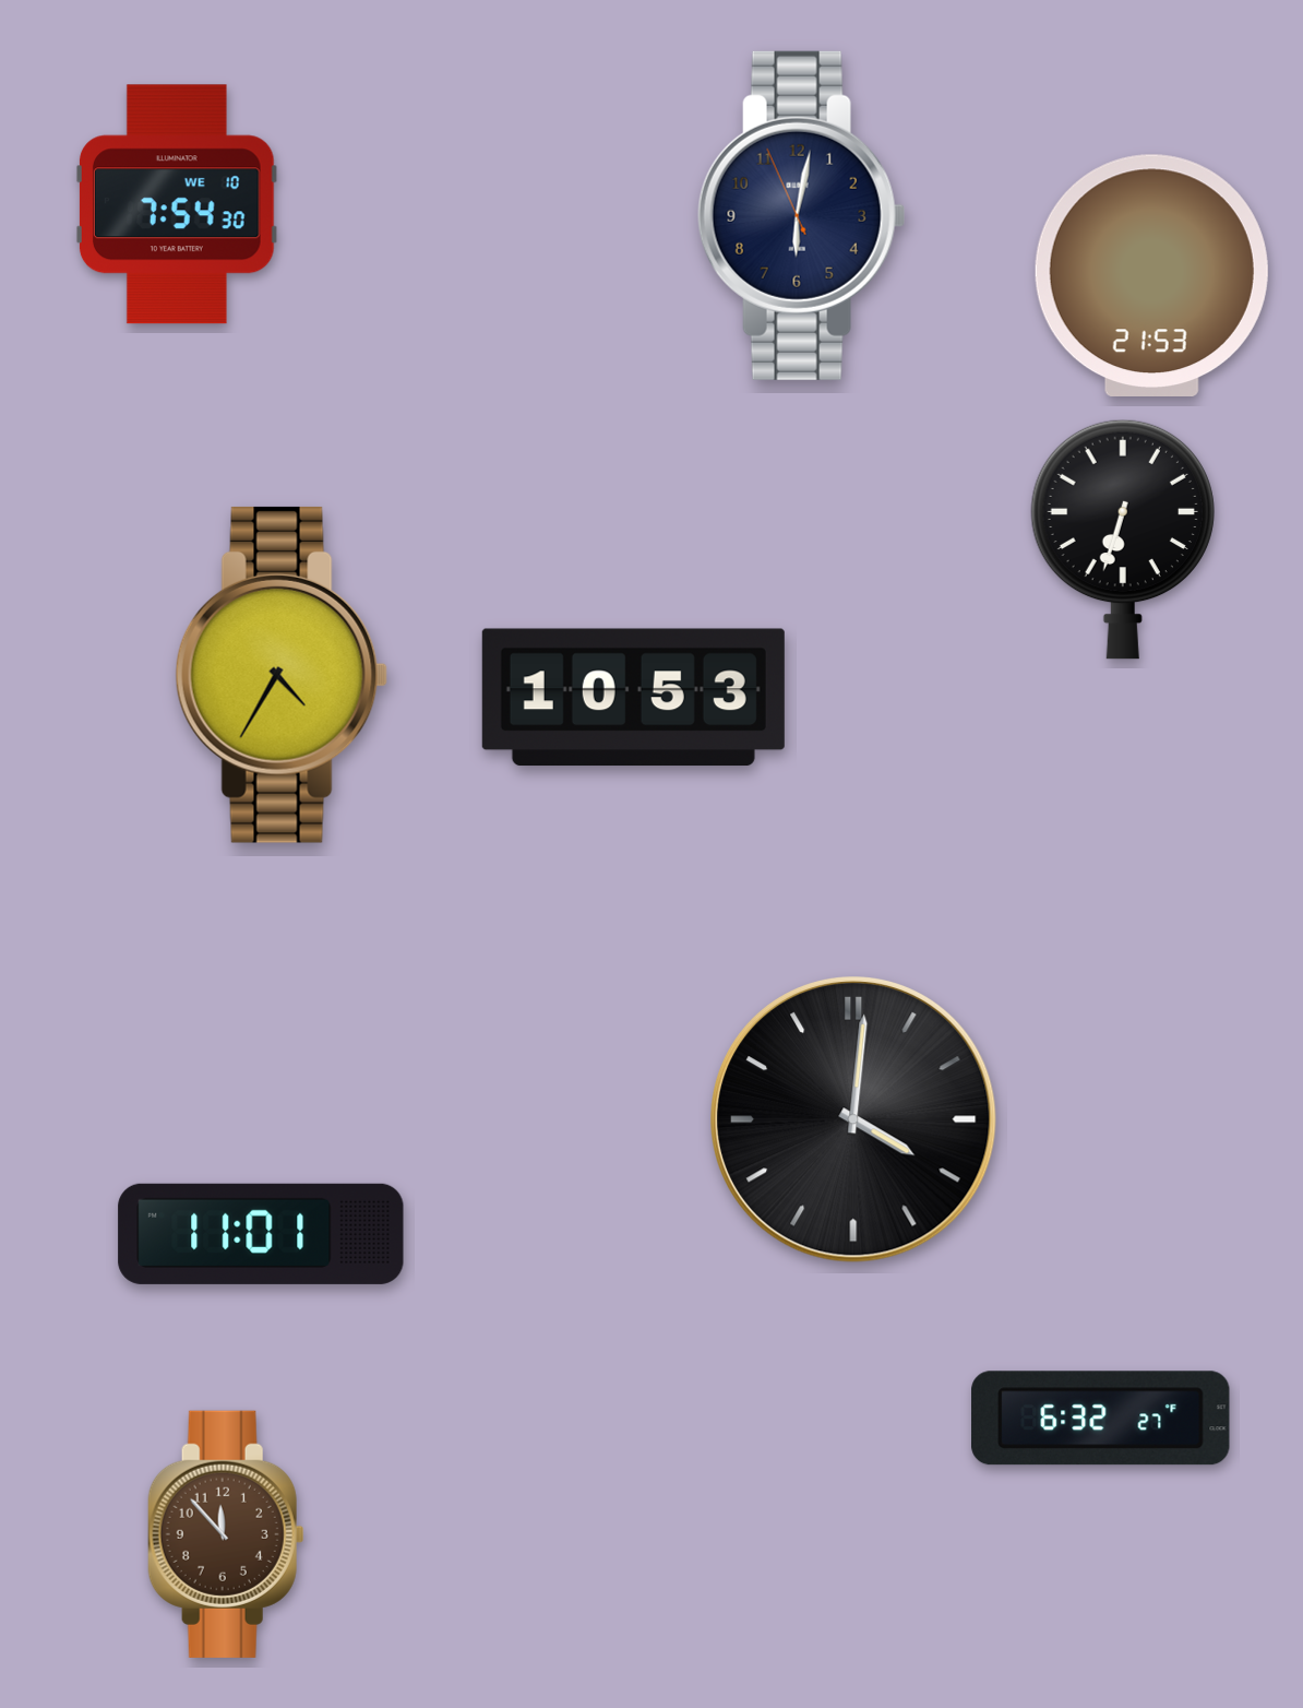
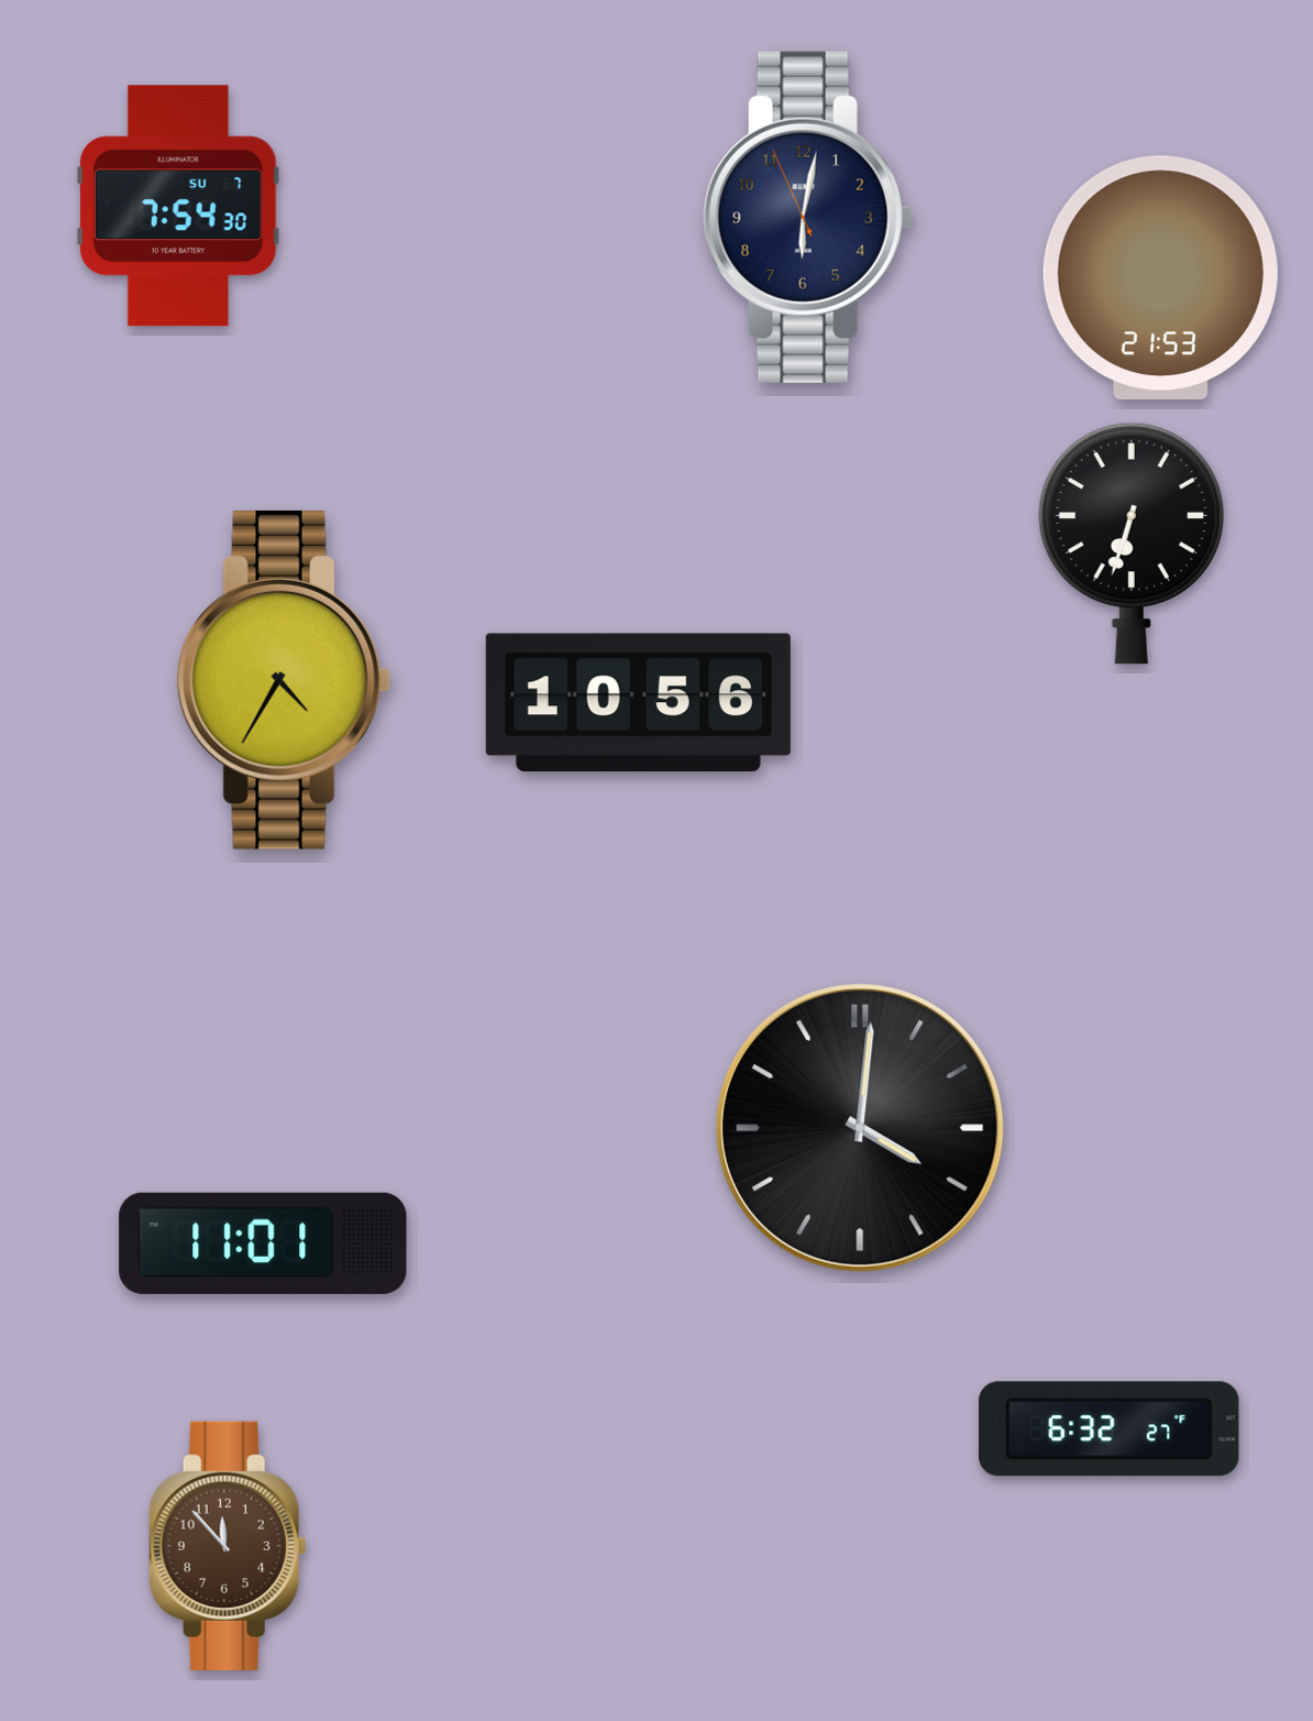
clock at (178, 204) date: WE 10 -> SU 7
clock at (633, 698): 10:53 -> 10:56
